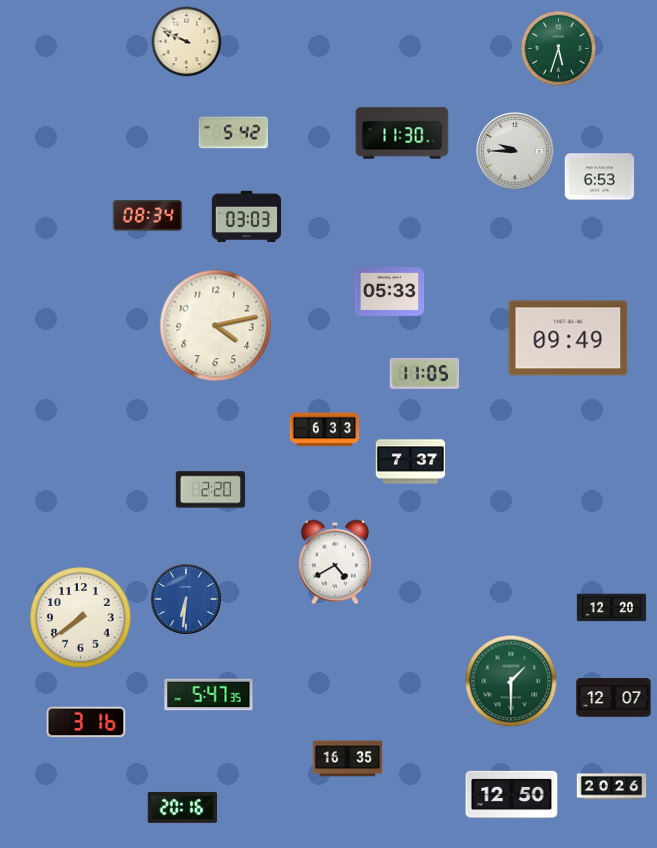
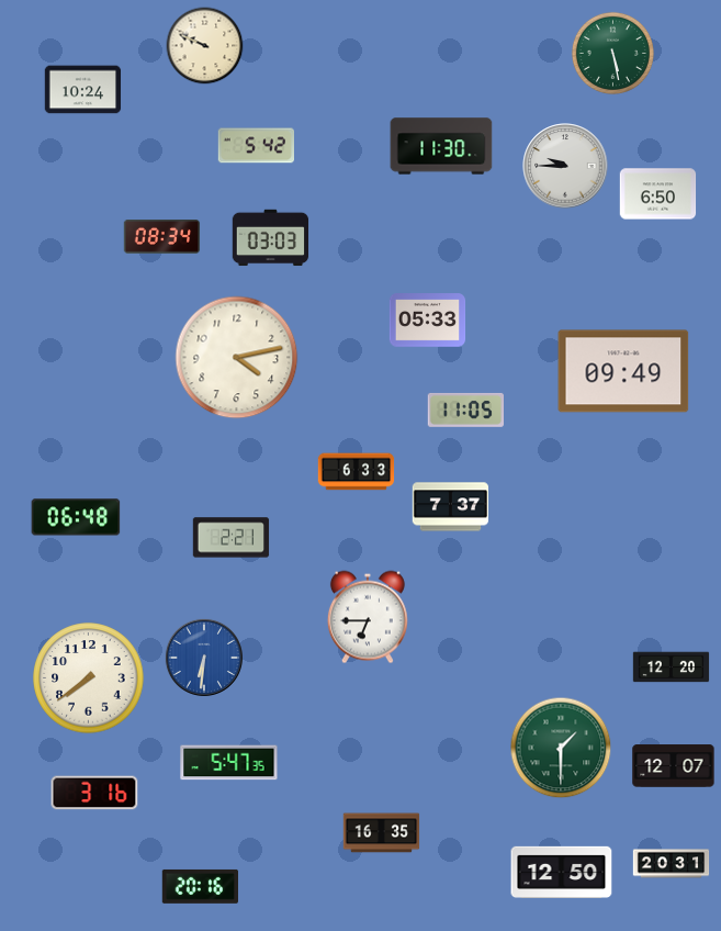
clock at (558, 48): 5:33 -> 5:28
clock at (83, 90): none -> 10:24
clock at (600, 177): 6:53 -> 6:50
clock at (76, 517): none -> 06:48
clock at (211, 490): 2:20 -> 2:21
clock at (335, 562): 4:40 -> 6:45
clock at (612, 787): 20:26 -> 20:31
